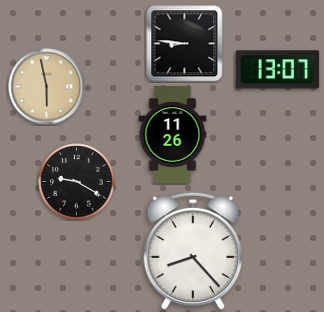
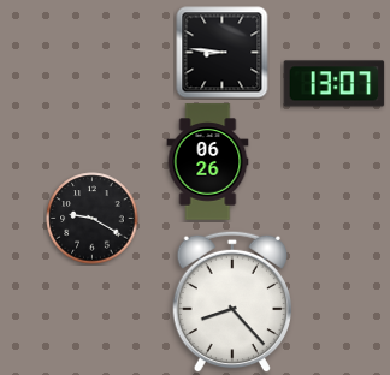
clock at (47, 87): 5:58 -> none
clock at (173, 135): 11:26 -> 06:26
